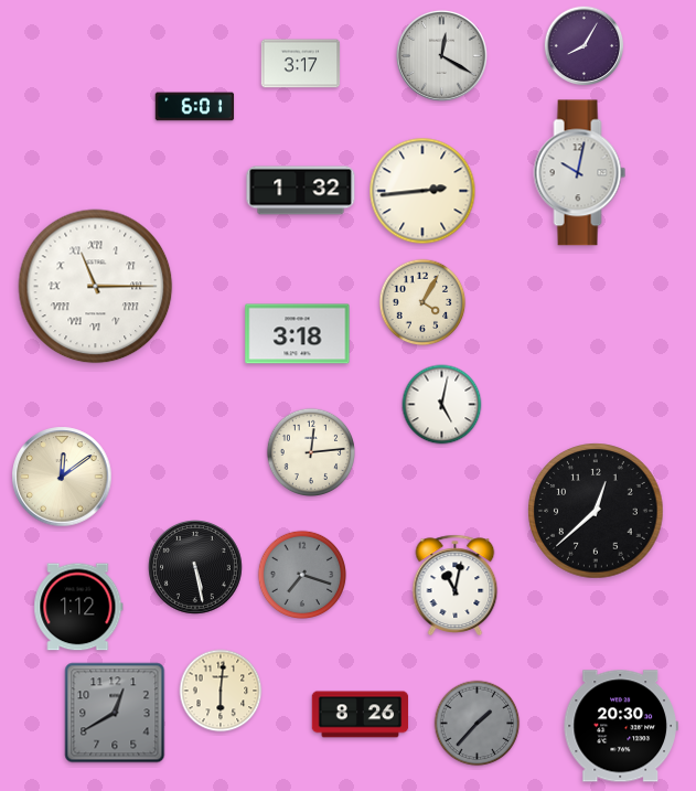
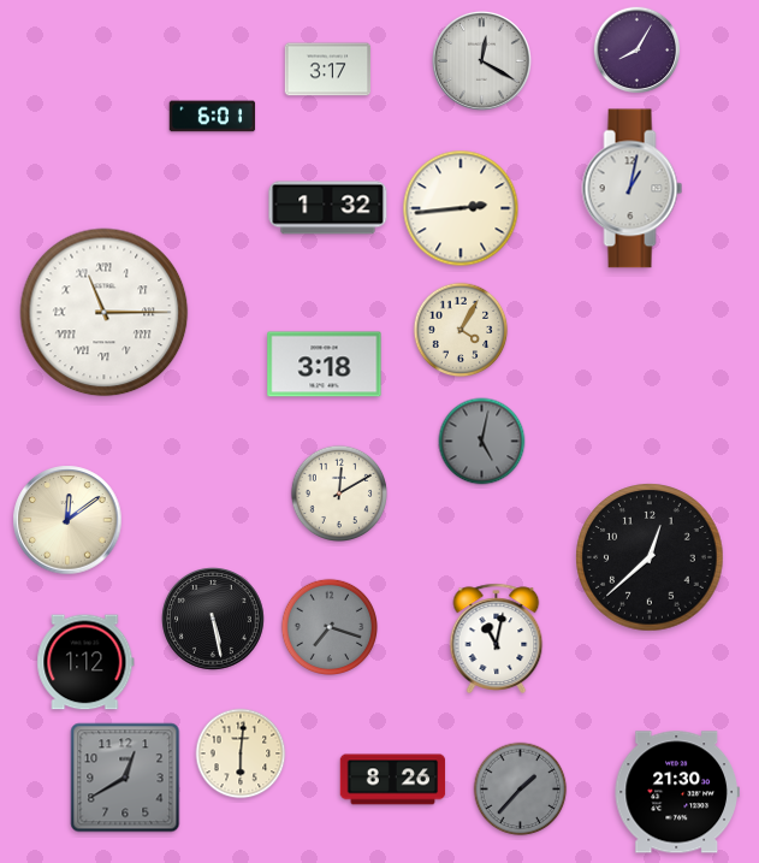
clock at (580, 173): 10:02 -> 1:02
clock at (442, 405) dial: white -> grey
clock at (310, 451): 12:14 -> 12:10
clock at (621, 726): 20:30 -> 21:30
